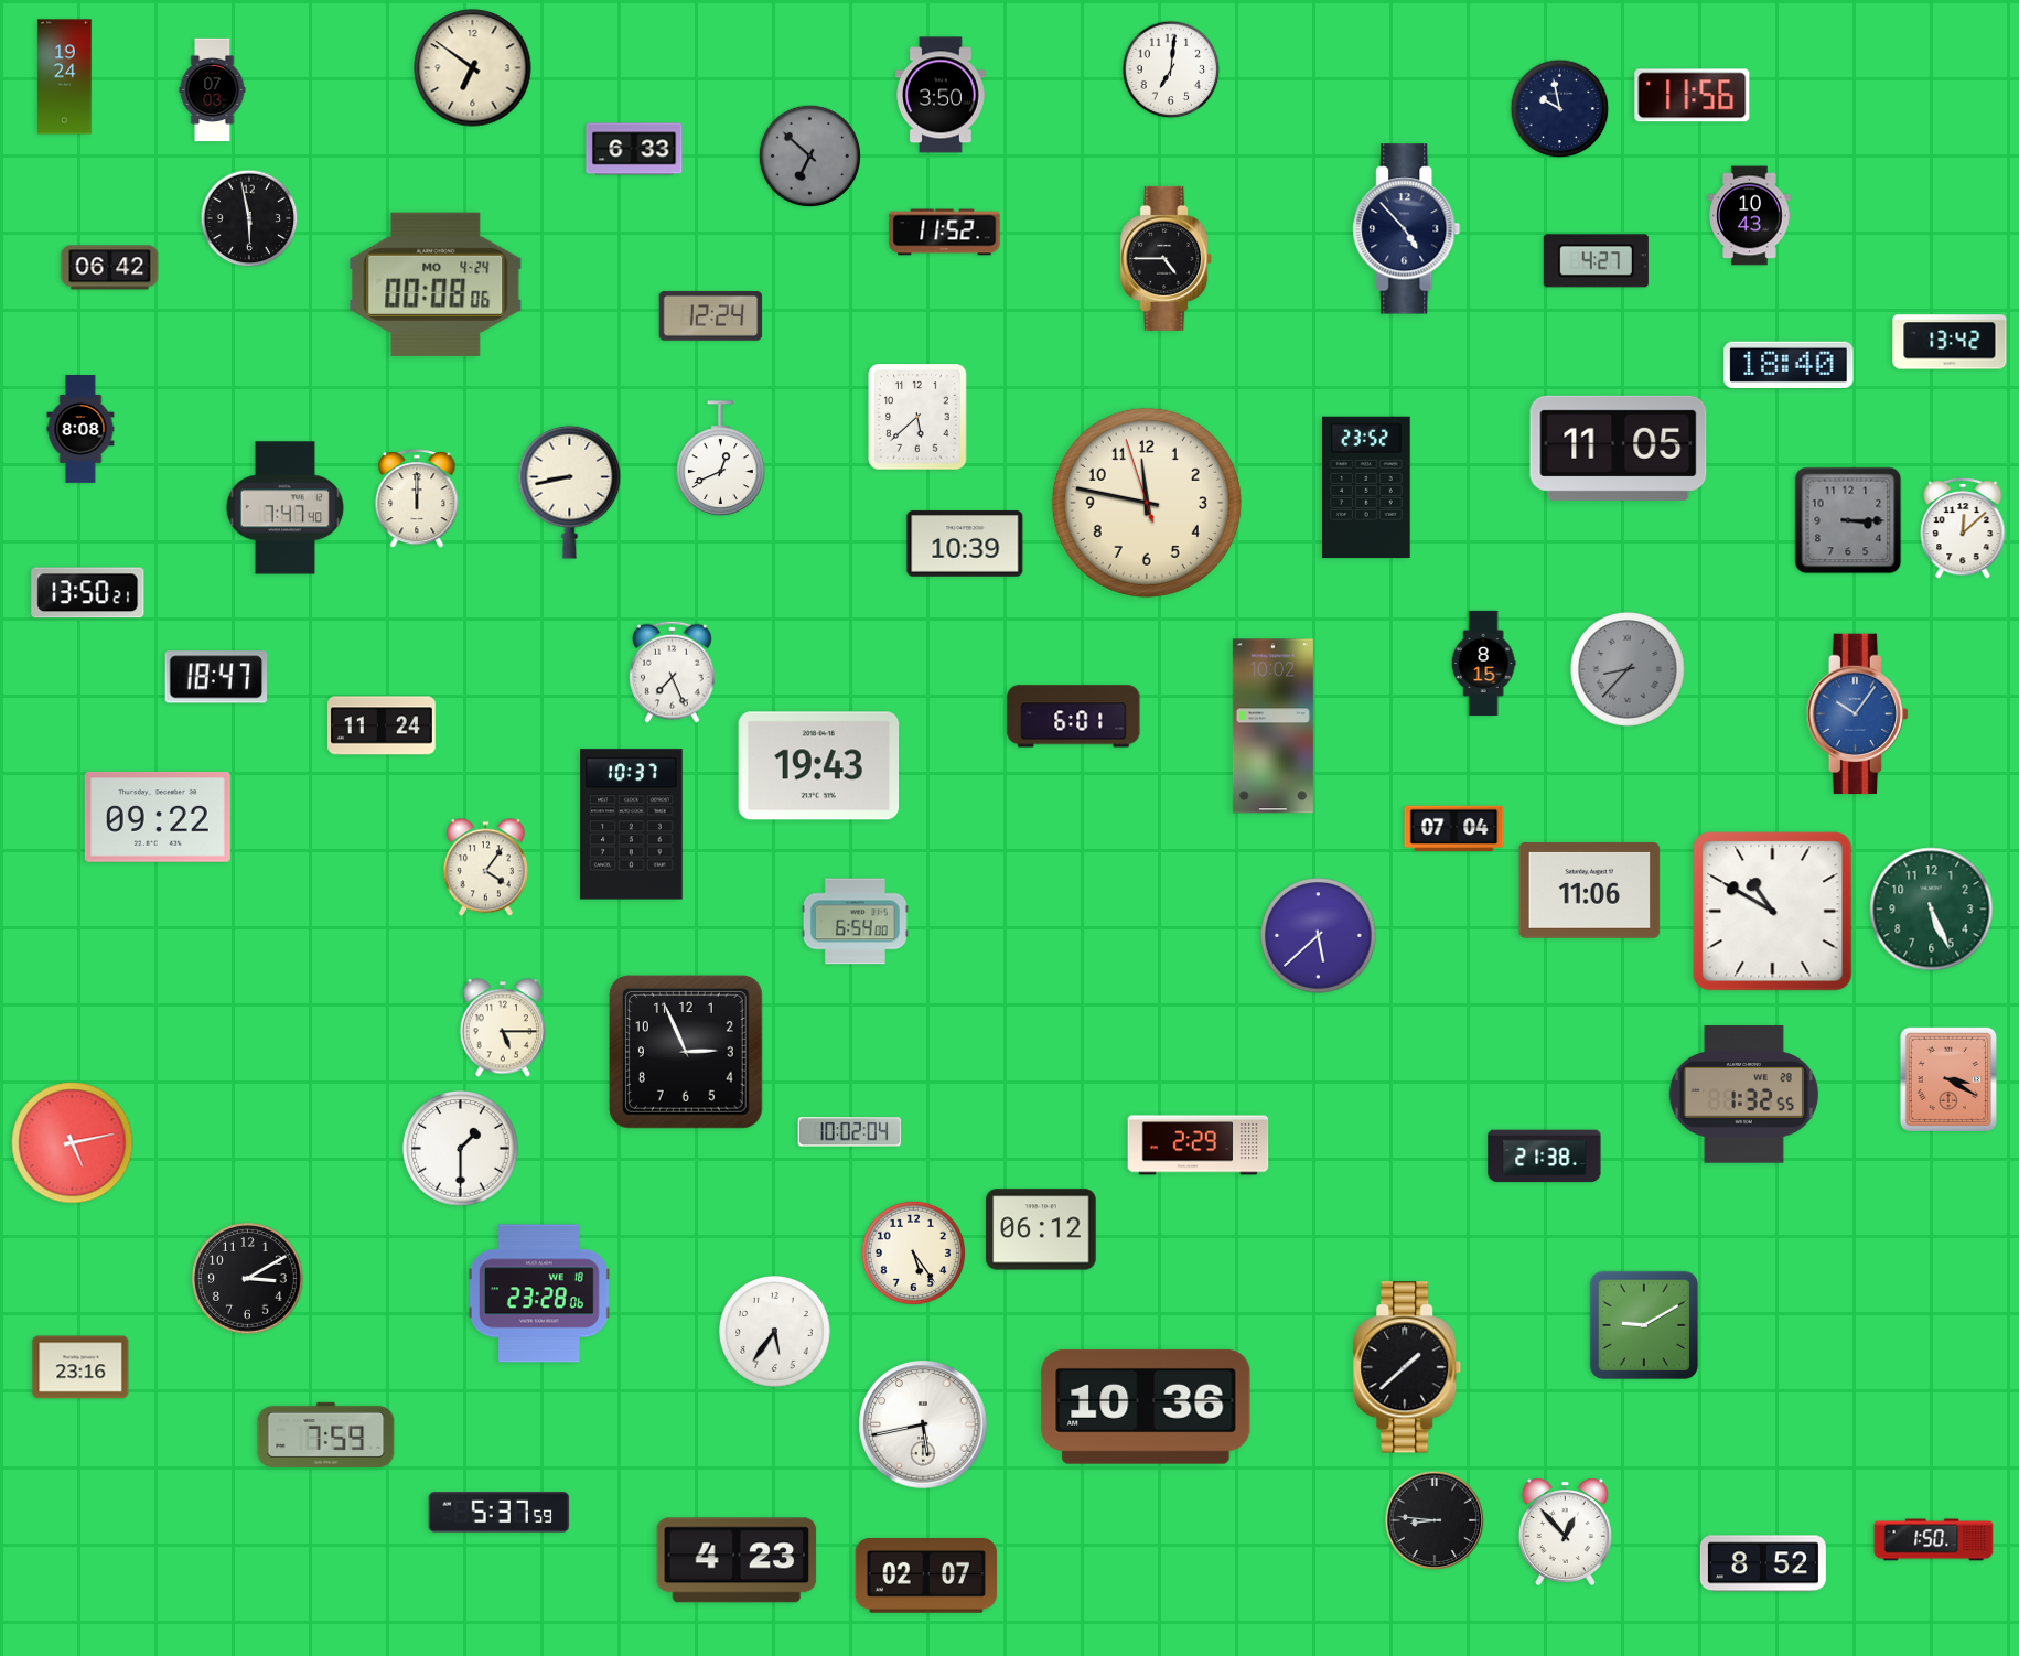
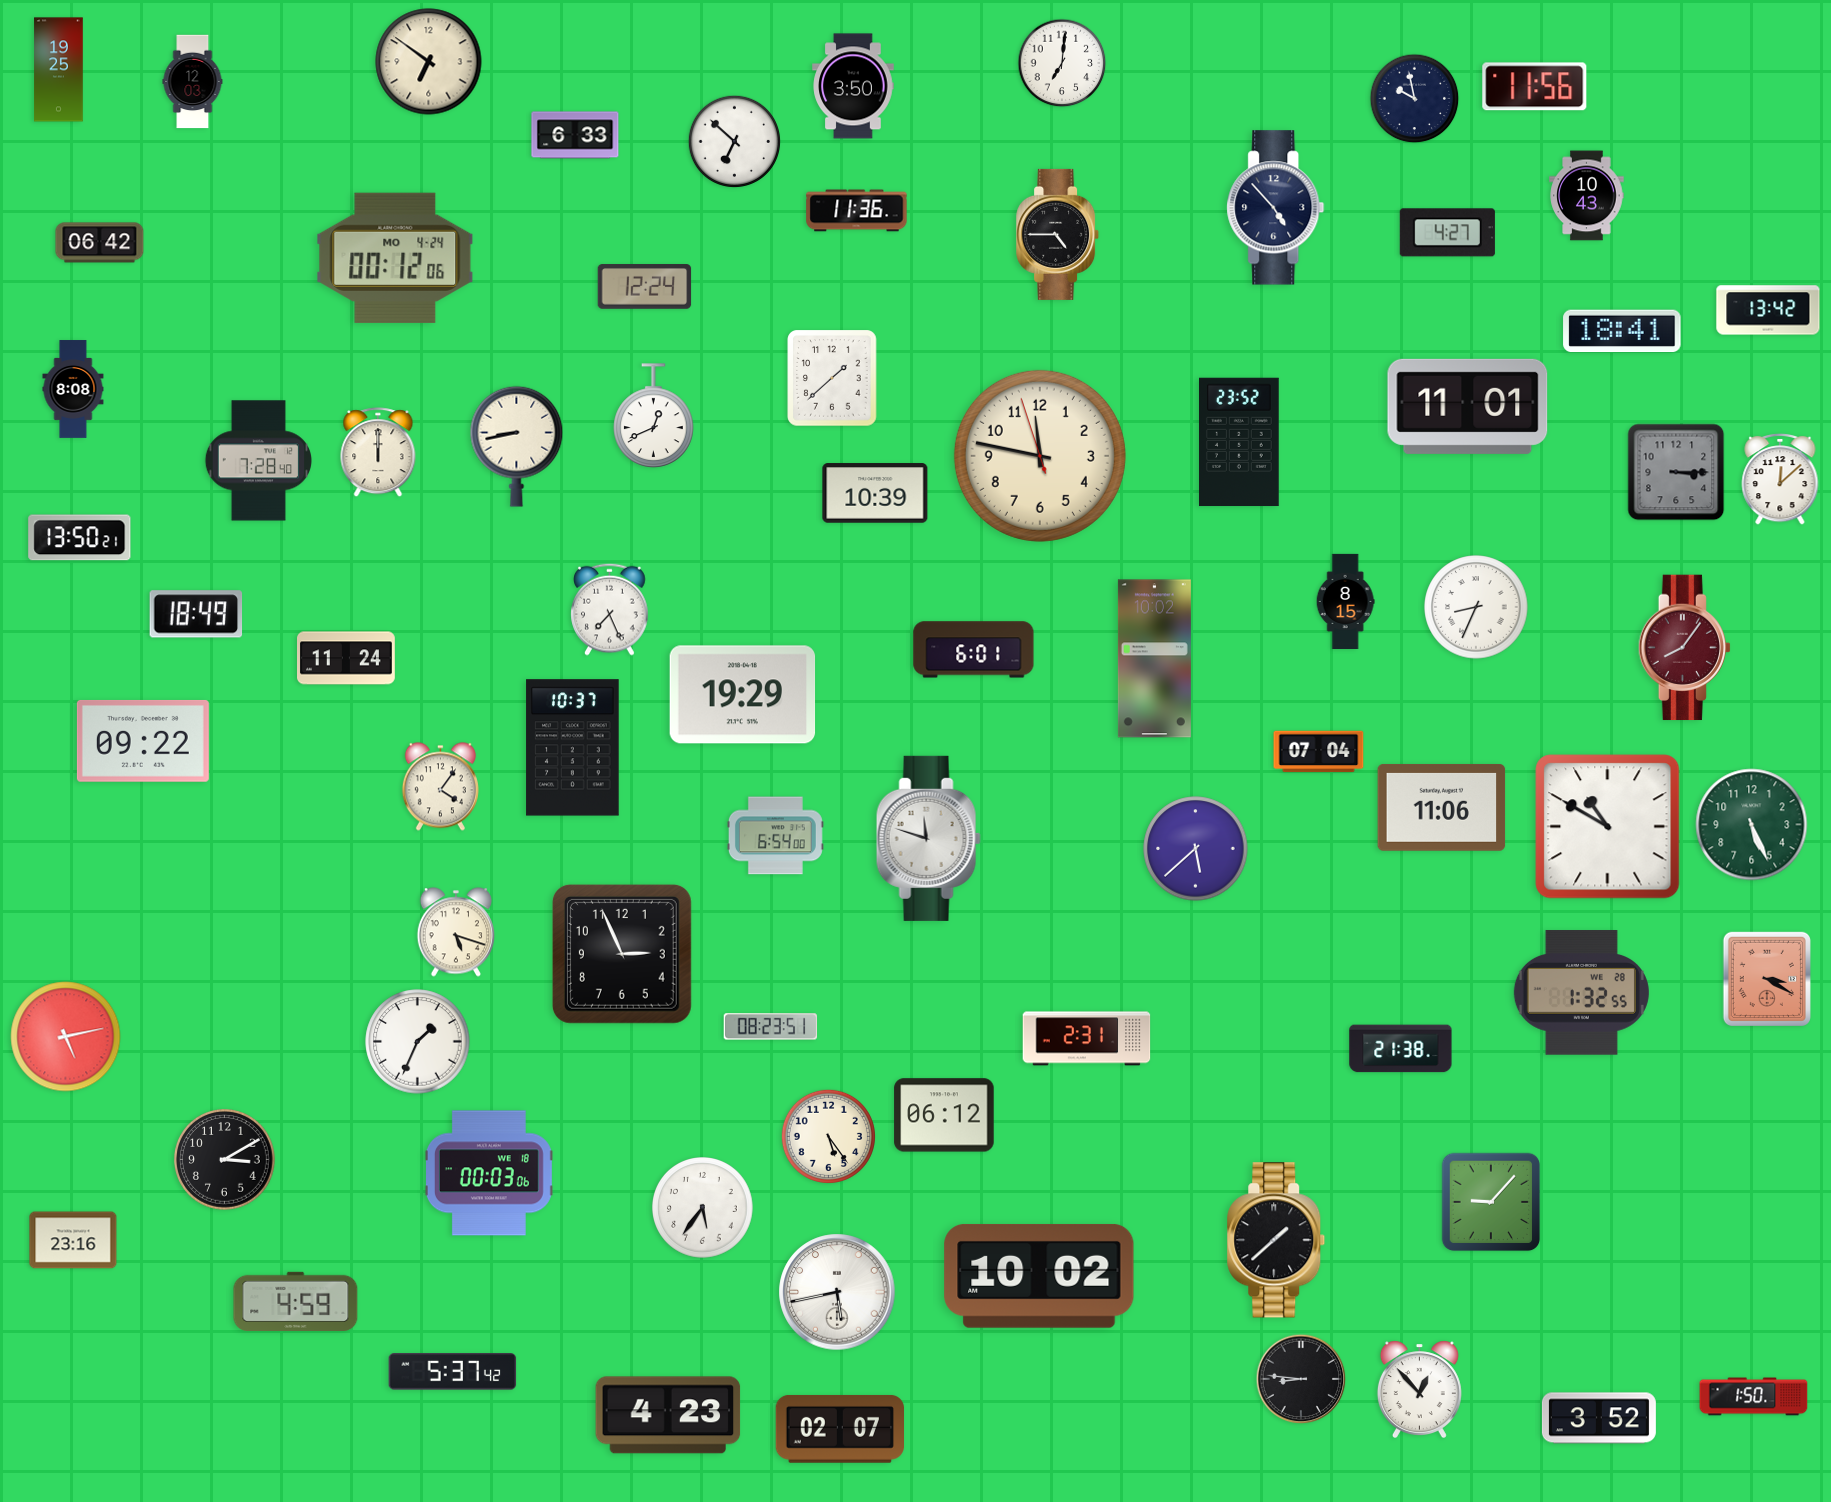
clock at (65, 77): 19:24 -> 19:25
clock at (213, 90): 07:03 -> 12:03
clock at (809, 155) dial: grey -> white
clock at (249, 218): 5:58 -> none
clock at (945, 233): 11:52 -> 11:36
clock at (1596, 261) position: (1596, 261) -> (1447, 233)
clock at (436, 284): 00:08 -> 00:12
clock at (1789, 365): 18:40 -> 18:41
clock at (917, 417): 5:38 -> 1:38
clock at (1619, 448): 11:05 -> 11:01
clock at (284, 508): 7:47 -> 7:28
clock at (1628, 669): 8:37 -> 8:34
clock at (1628, 669) dial: grey -> white
clock at (216, 677): 18:47 -> 18:49
clock at (1857, 714): 10:06 -> 8:06
clock at (1857, 714) dial: blue -> burgundy
clock at (819, 766): 19:43 -> 19:29
clock at (928, 838): none -> 11:48
clock at (502, 1028): 5:15 -> 5:18
clock at (850, 1132): 10:02 -> 08:23
clock at (1199, 1146): 2:29 -> 2:31
clock at (461, 1149): 1:30 -> 1:34
clock at (539, 1293): 23:28 -> 00:03
clock at (1644, 1325): 9:10 -> 9:07
clock at (1146, 1407): 10:36 -> 10:02
clock at (326, 1434): 7:59 -> 4:59
clock at (500, 1513): 5:37:59 -> 5:37:42
clock at (1763, 1563): 8:52 -> 3:52
